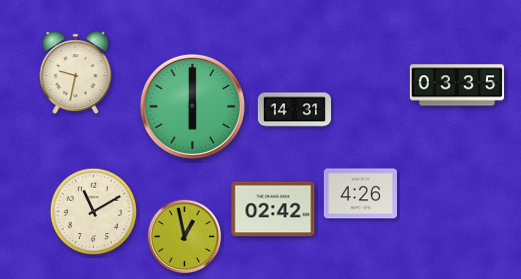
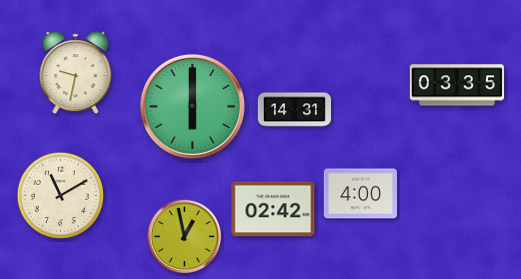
clock at (360, 194): 4:26 -> 4:00
clock at (94, 212) position: (94, 212) -> (61, 196)
